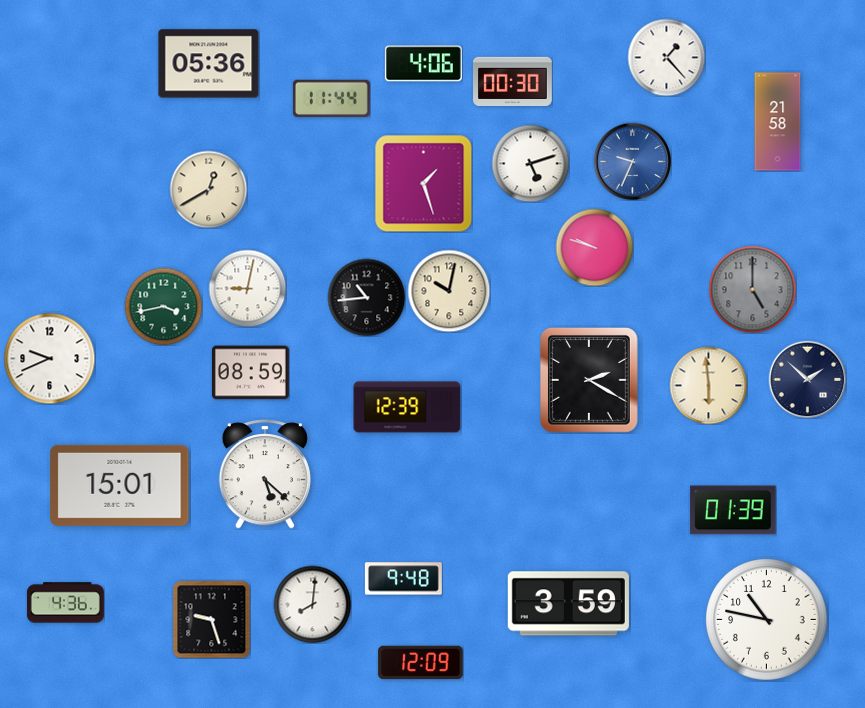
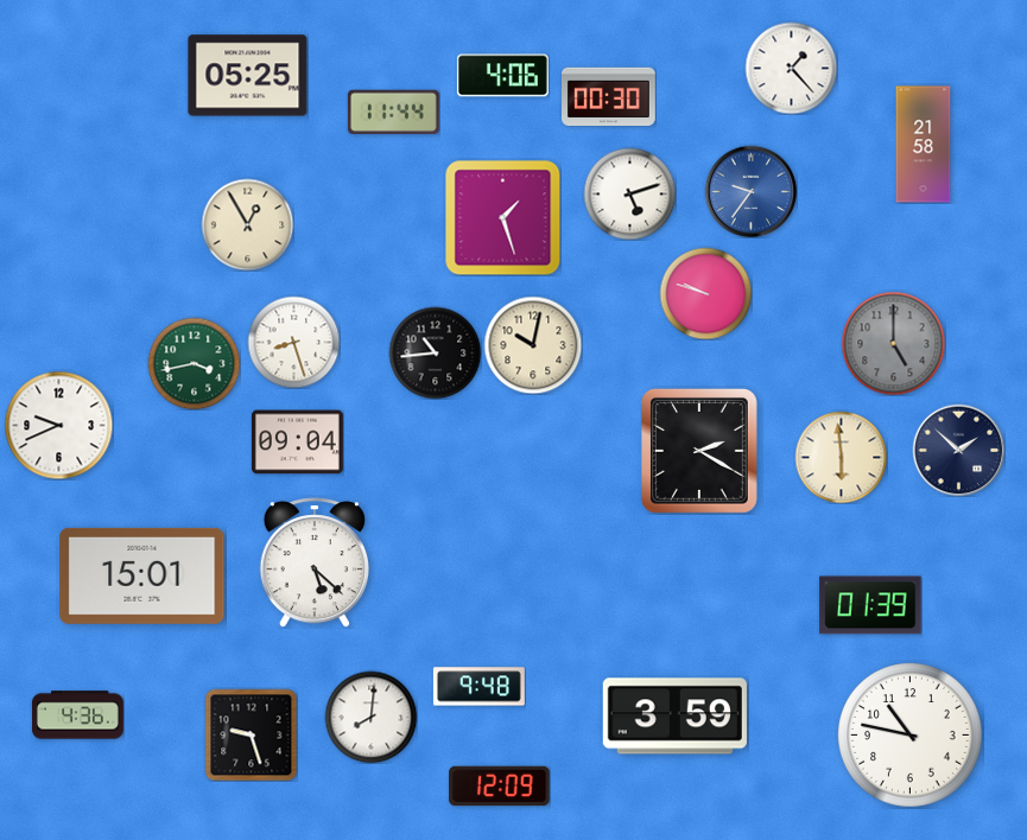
clock at (209, 64): 05:36 -> 05:25
clock at (331, 98) position: (331, 98) -> (393, 112)
clock at (632, 161): 9:34 -> 9:36
clock at (208, 189): 12:40 -> 12:55
clock at (247, 288): 9:02 -> 8:27
clock at (250, 373): 08:59 -> 09:04
clock at (407, 407): 12:39 -> none
